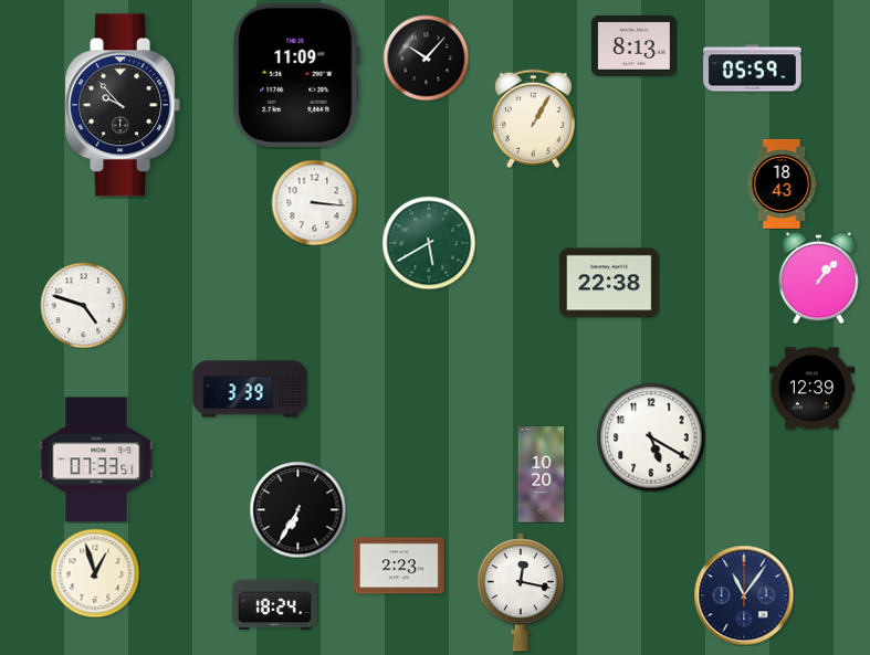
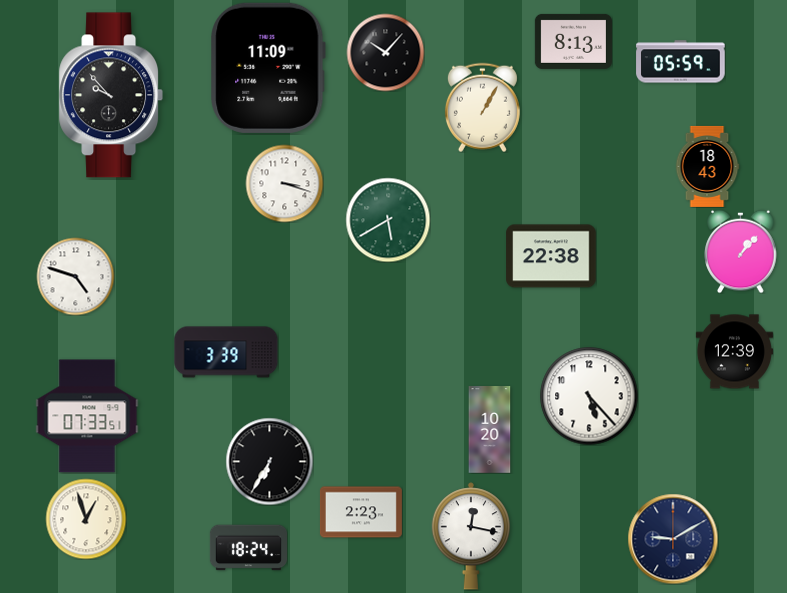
clock at (314, 202): 3:16 -> 3:18
clock at (651, 437): 5:20 -> 5:23
clock at (744, 595): 11:06 -> 9:10
